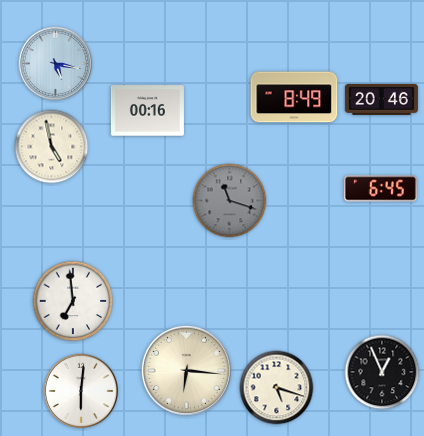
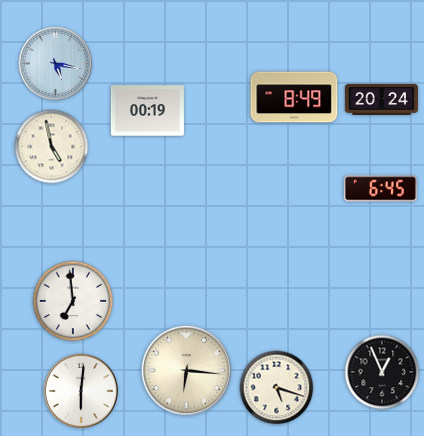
clock at (381, 99): 20:46 -> 20:24
clock at (147, 111): 00:16 -> 00:19
clock at (230, 201): 11:18 -> none
